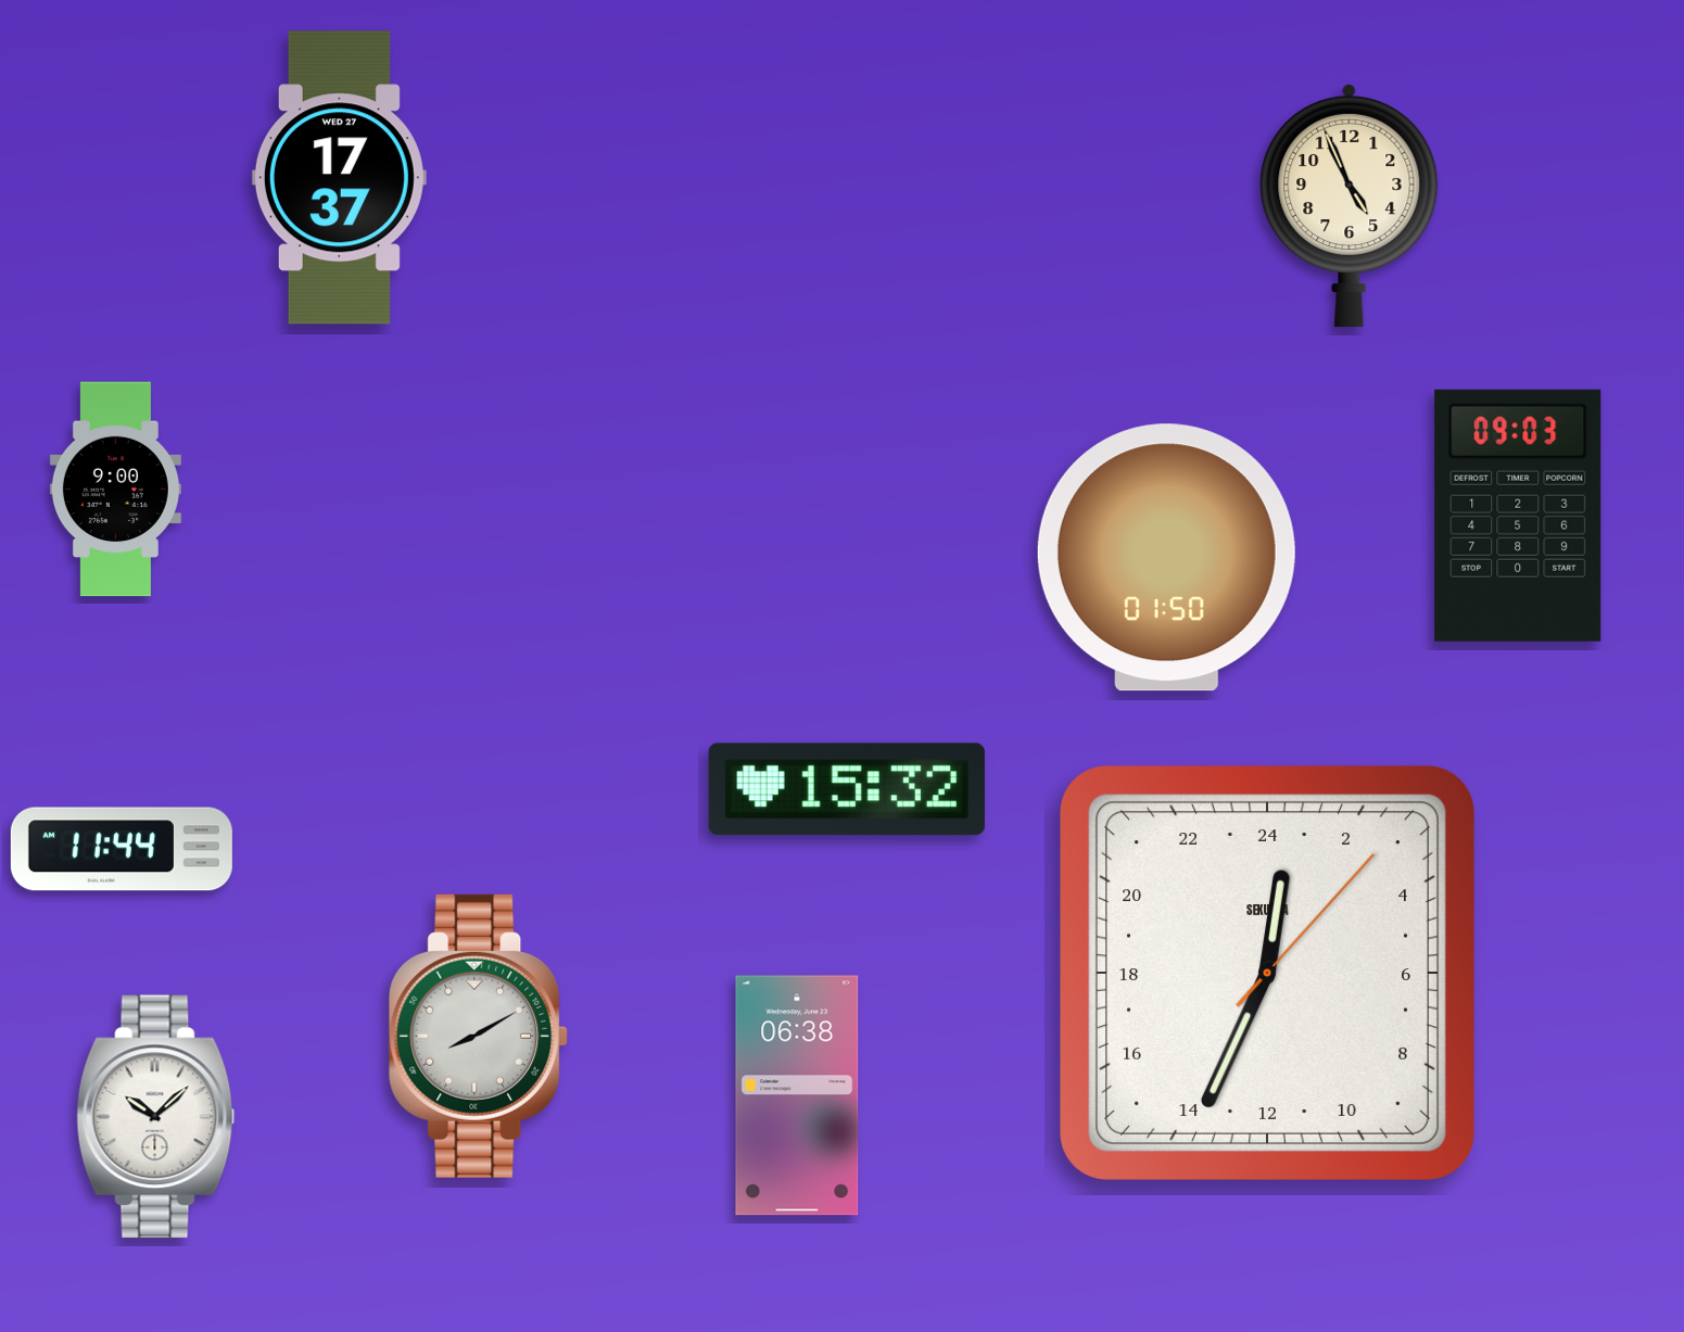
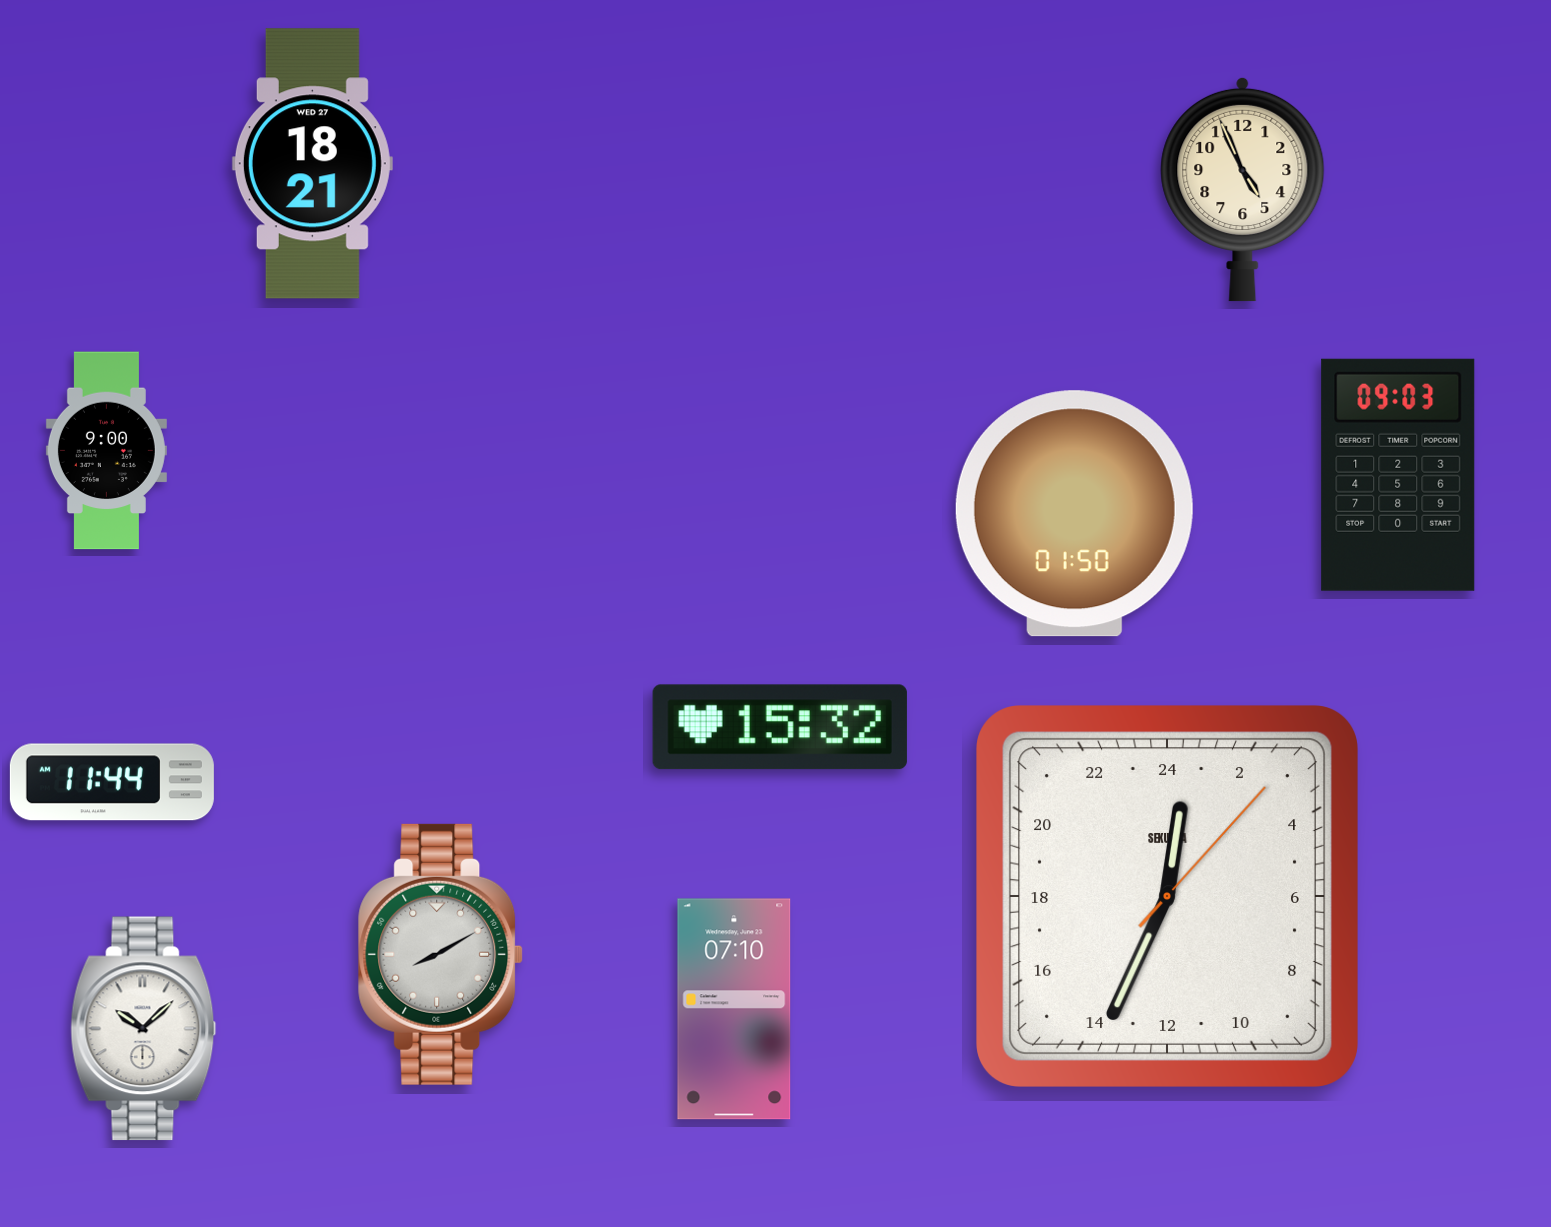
clock at (339, 178): 17:37 -> 18:21
clock at (797, 1095): 06:38 -> 07:10
